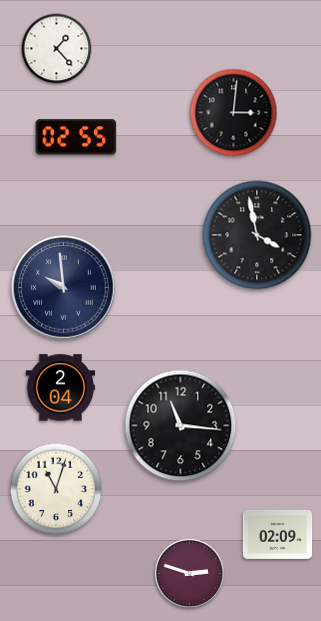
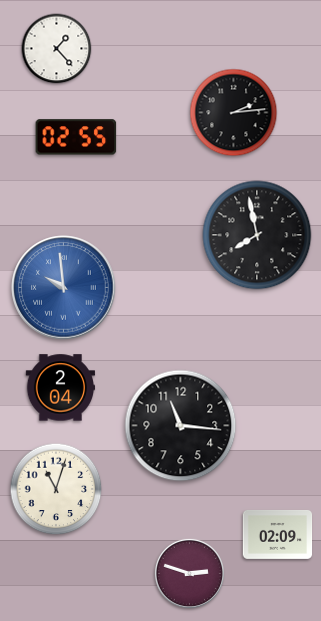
clock at (234, 113): 3:01 -> 2:14
clock at (257, 235): 3:58 -> 7:58
clock at (64, 288) dial: navy -> blue
